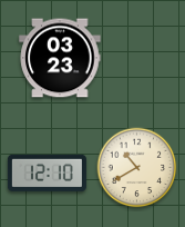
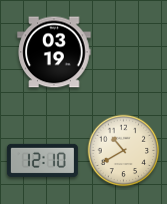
clock at (60, 58): 03:23 -> 03:19
clock at (47, 172) position: (47, 172) -> (42, 160)
